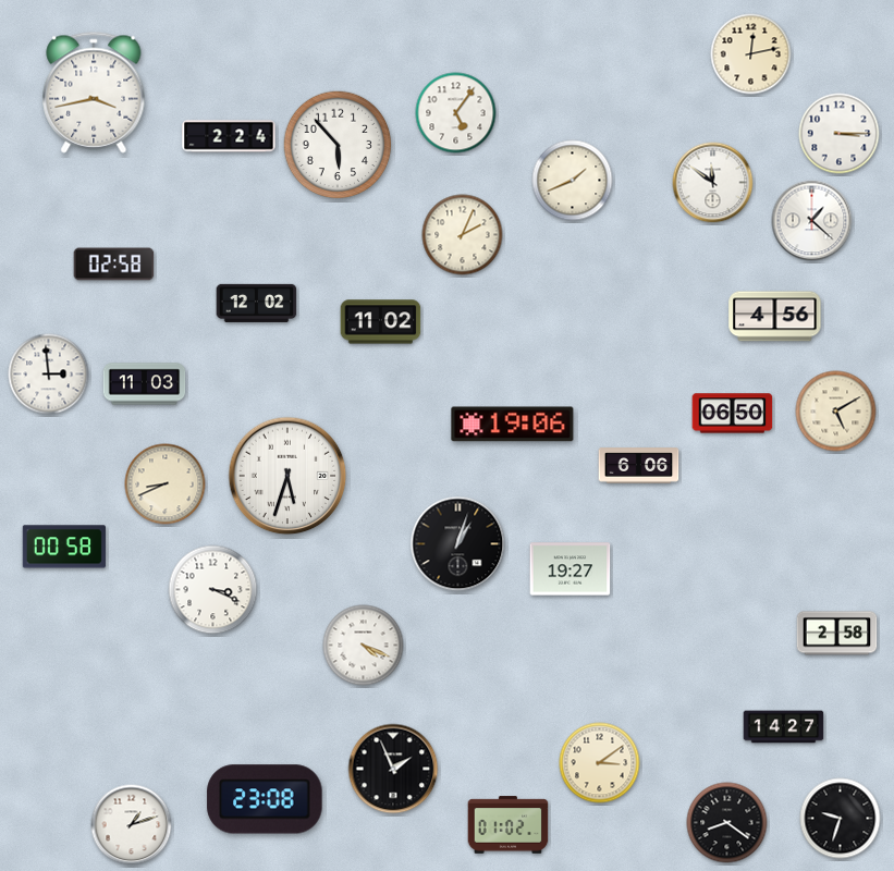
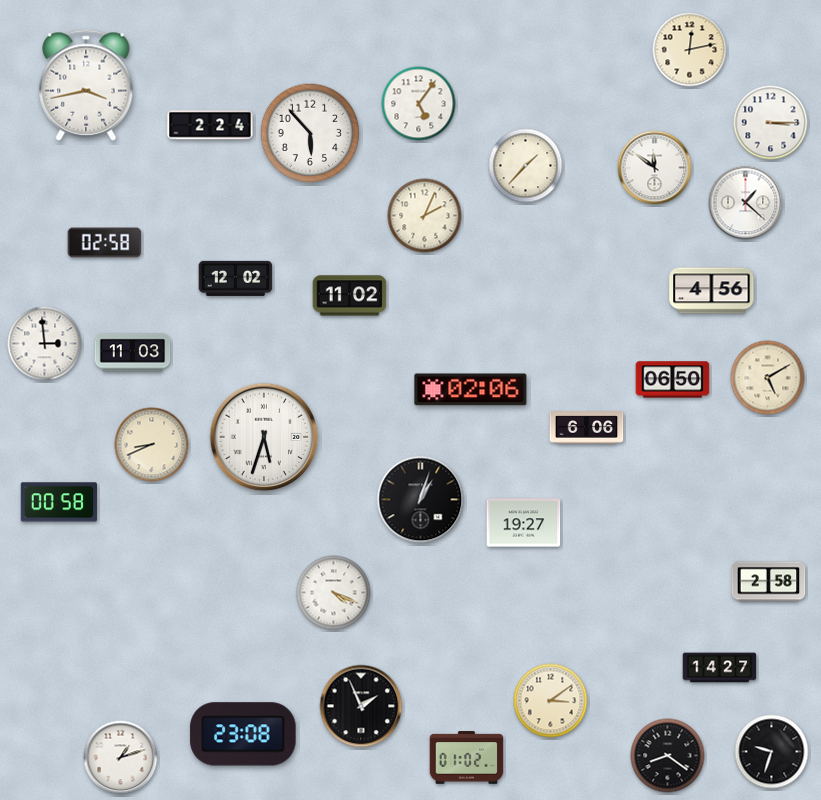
clock at (573, 181): 1:41 -> 1:37
clock at (513, 425): 19:06 -> 02:06
clock at (213, 590): 3:19 -> none
